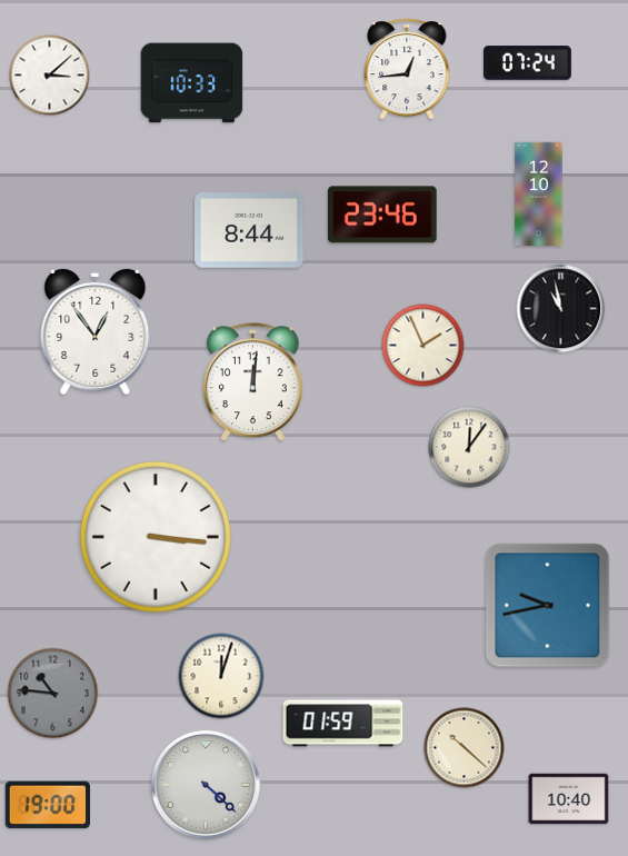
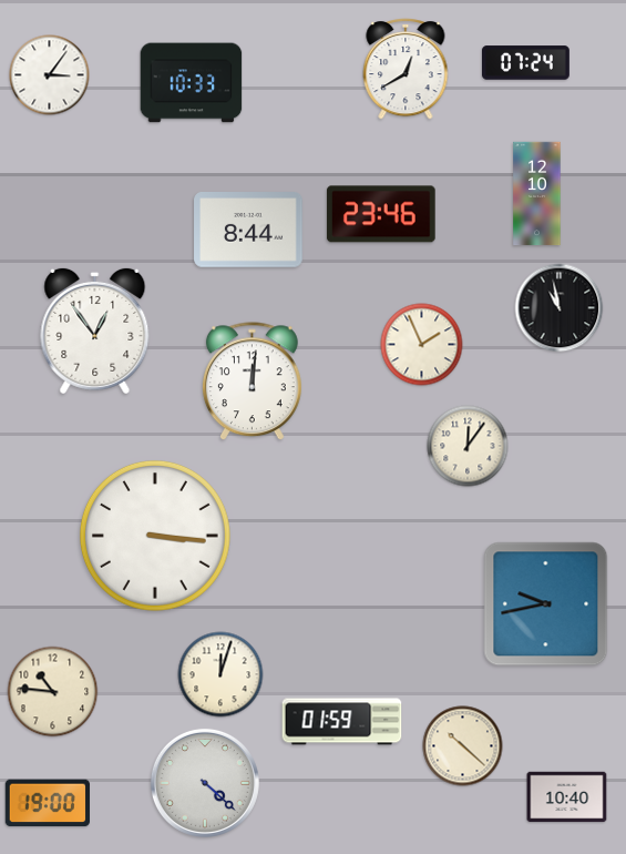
clock at (407, 70): 12:44 -> 12:40
clock at (50, 76): 3:08 -> 3:06
clock at (53, 694) dial: grey -> cream
